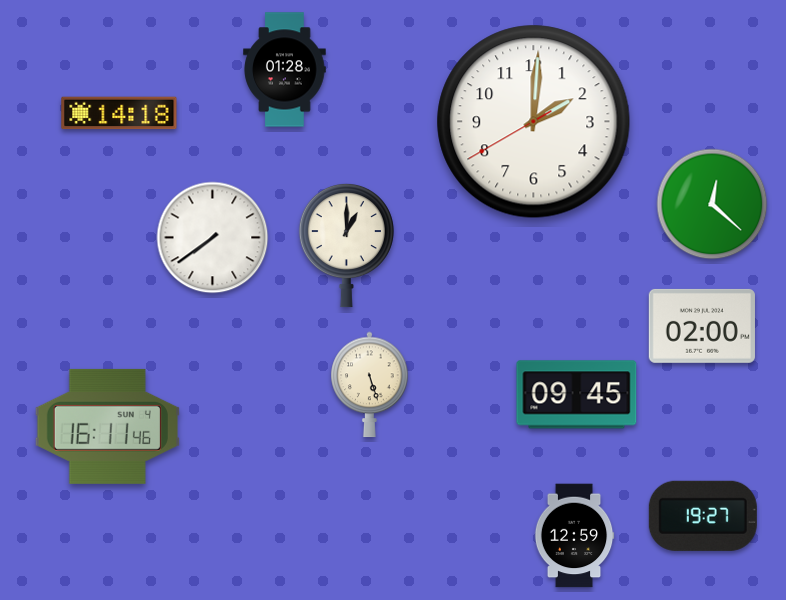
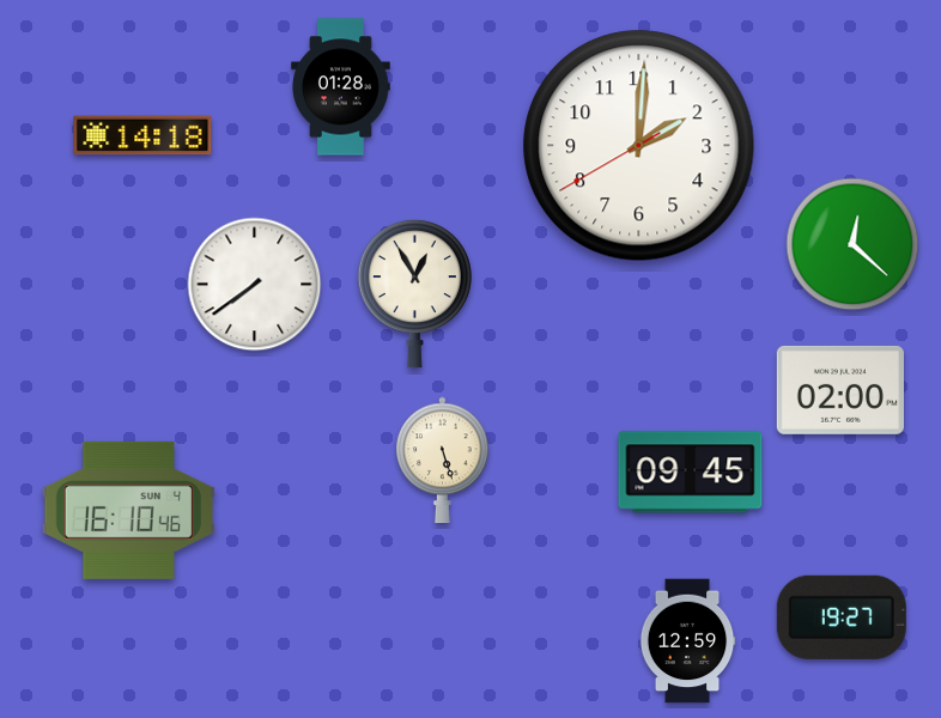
clock at (285, 70) position: (285, 70) -> (341, 87)
clock at (346, 245): 1:00 -> 12:55
clock at (107, 426): 16:11 -> 16:10
